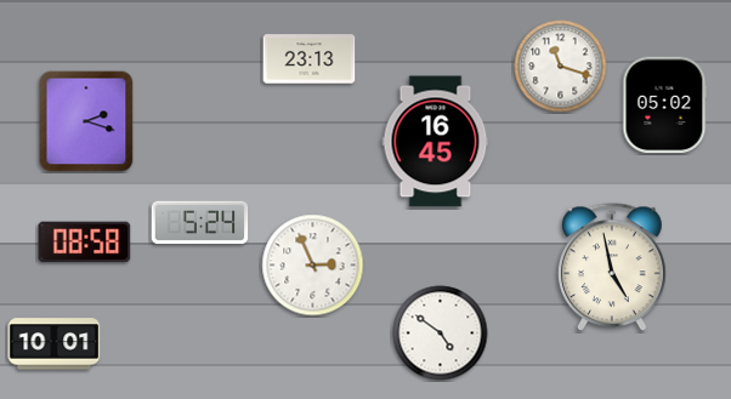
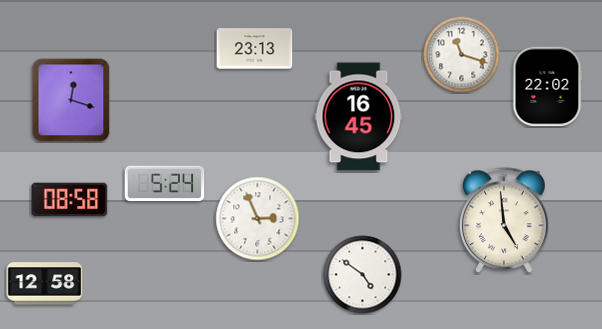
clock at (664, 106): 05:02 -> 22:02
clock at (86, 121): 2:18 -> 12:18
clock at (612, 268): 4:58 -> 4:59
clock at (55, 344): 10:01 -> 12:58
